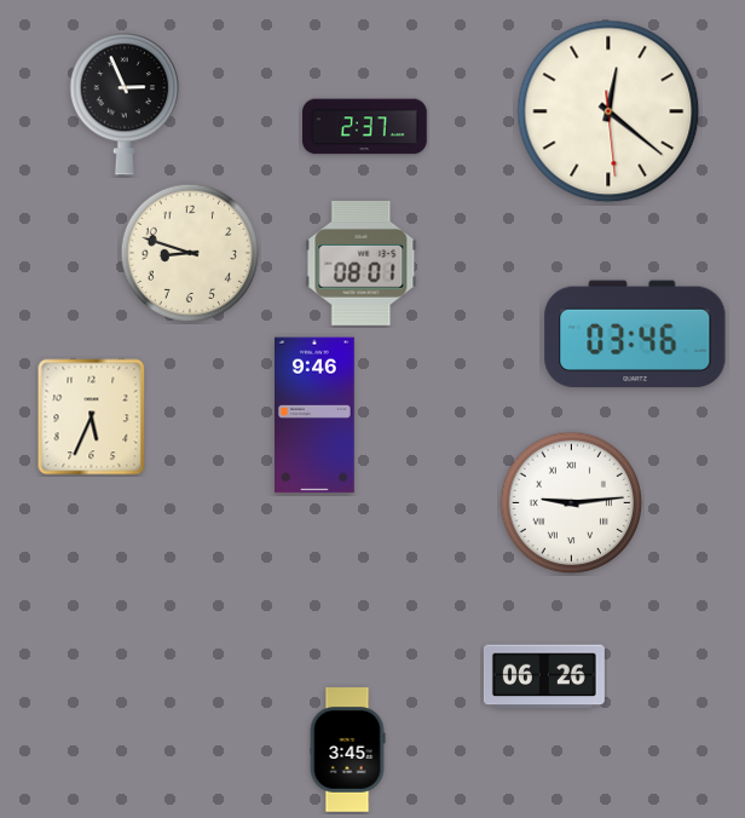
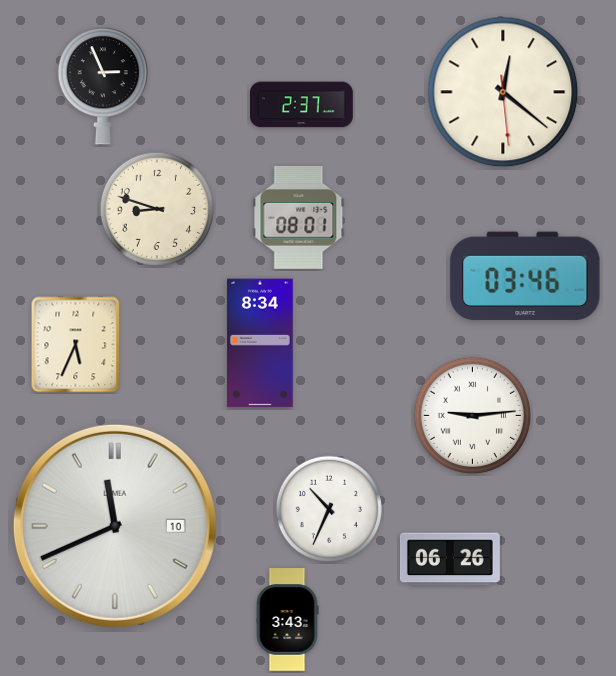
clock at (316, 415): 9:46 -> 8:34
clock at (329, 509): none -> 10:34
clock at (115, 526): none -> 11:41
clock at (347, 750): 3:45 -> 3:43
